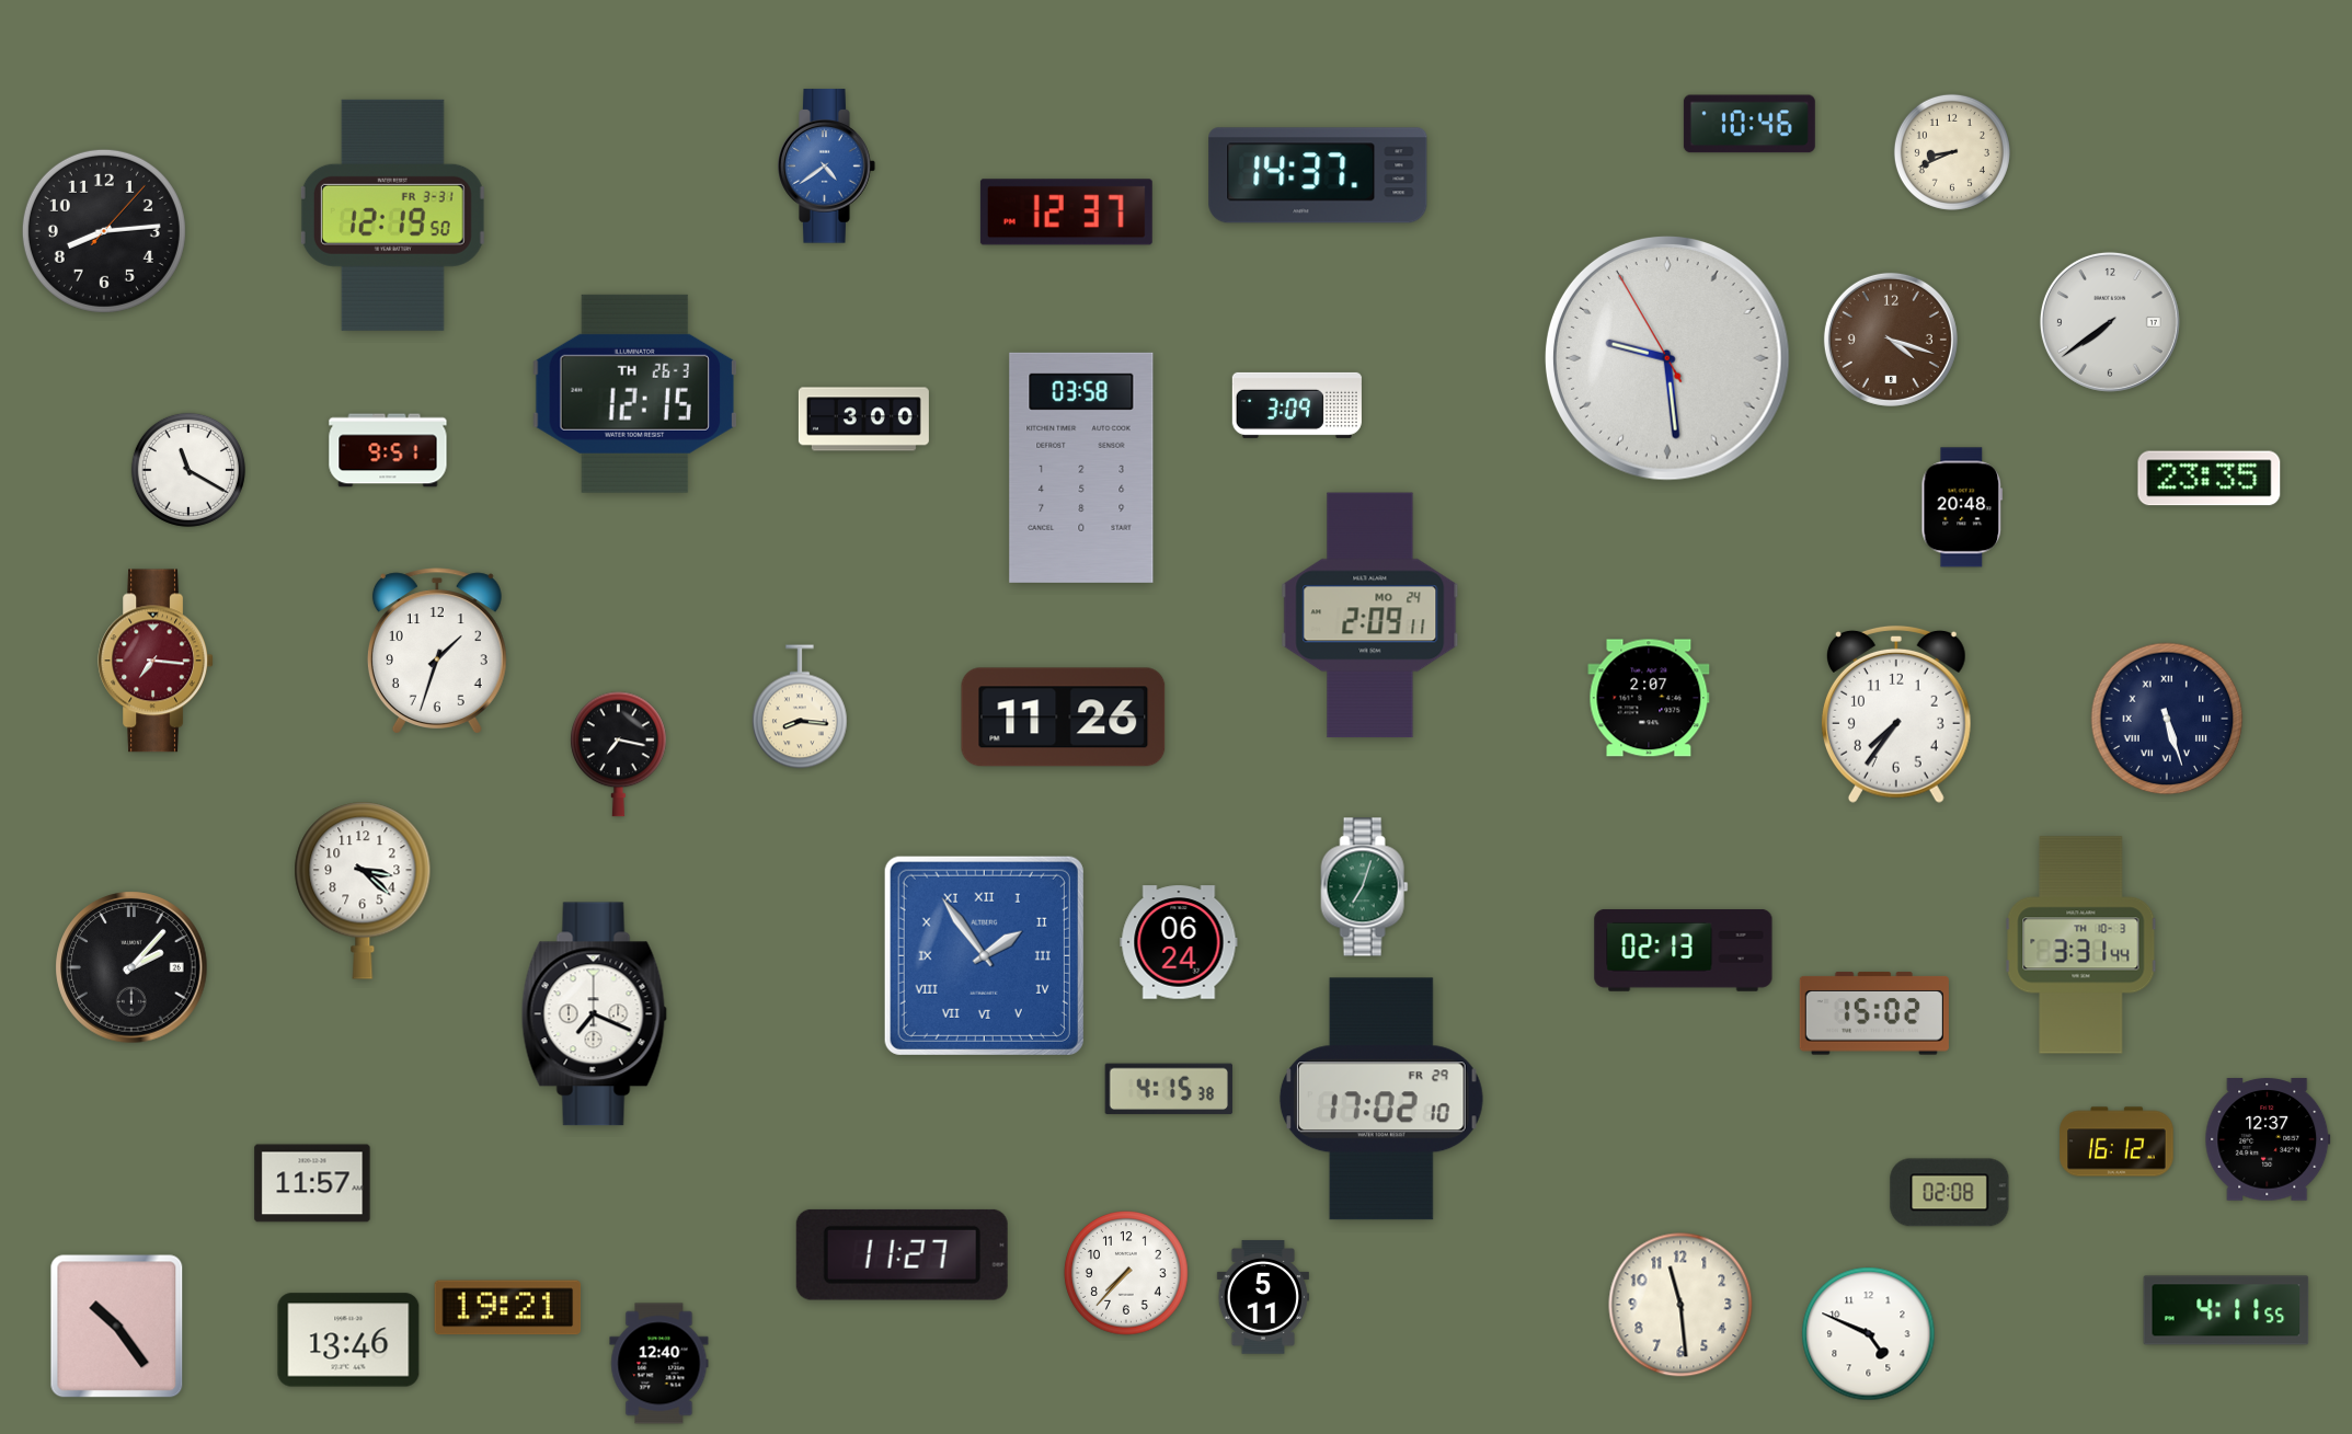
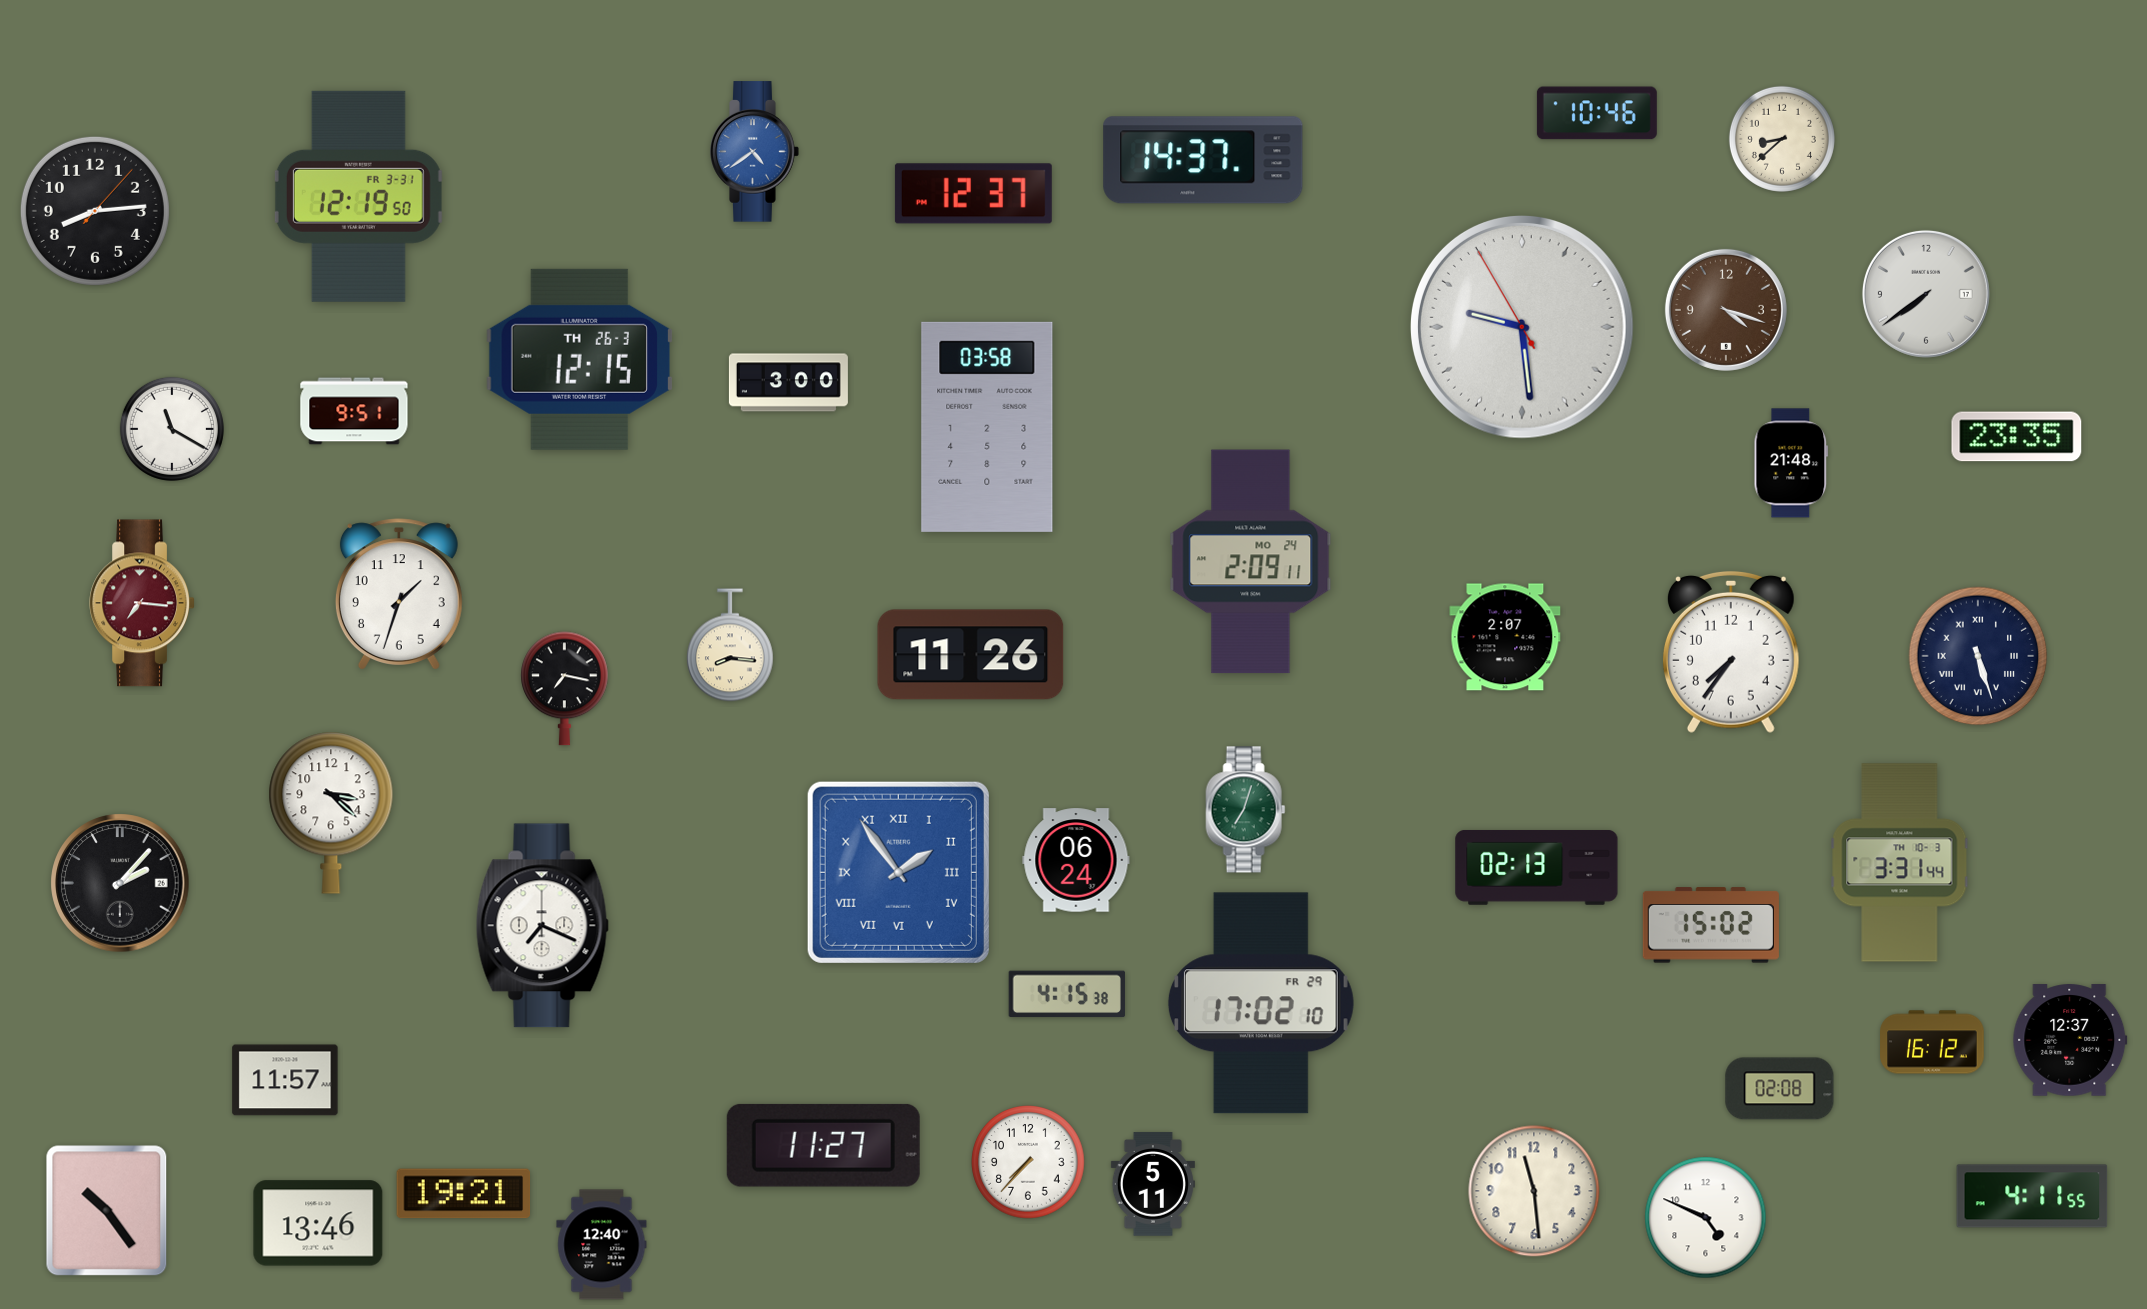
clock at (1952, 152): 8:41 -> 8:38
clock at (1297, 405): 3:09 -> none
clock at (1962, 507): 20:48 -> 21:48
